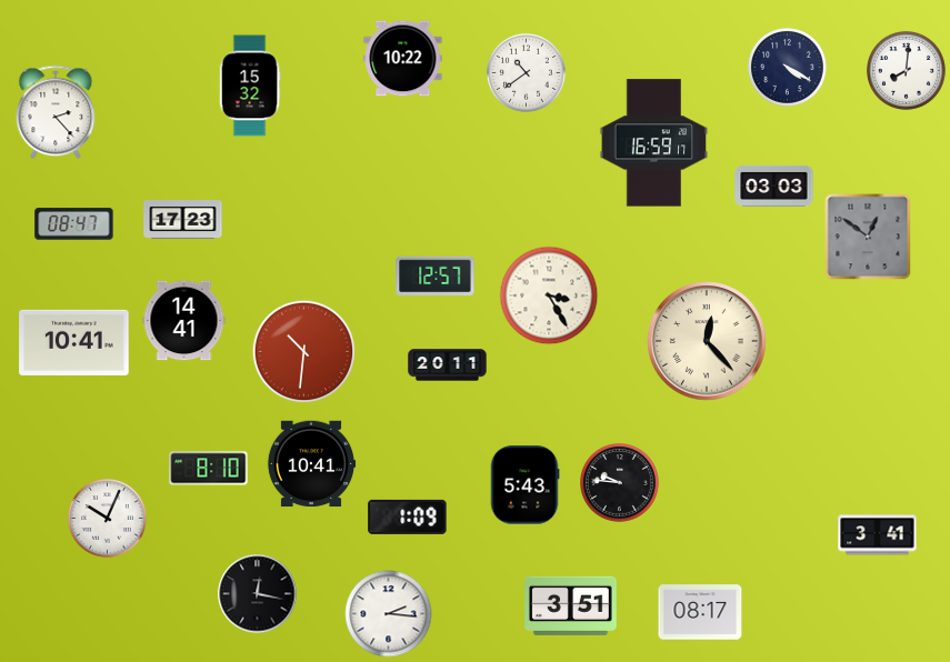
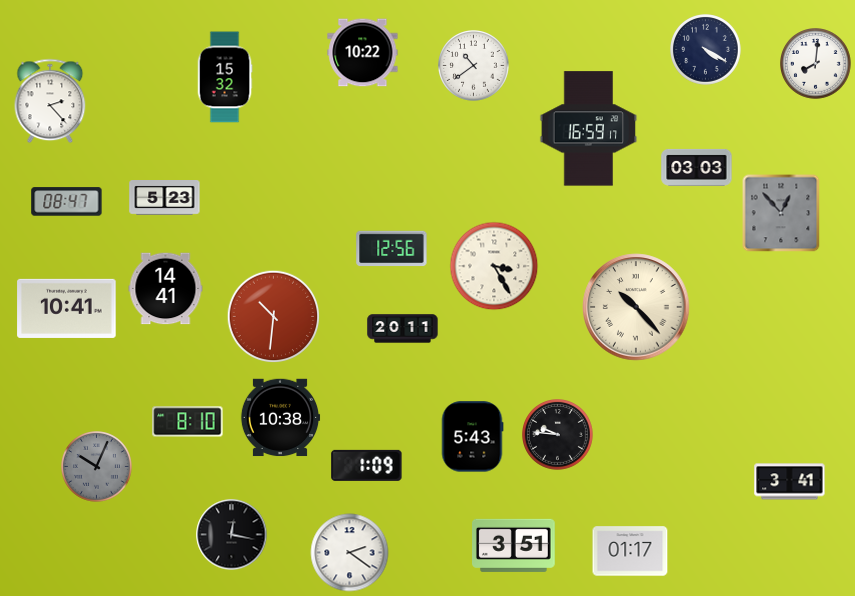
clock at (788, 68) position: (788, 68) -> (706, 50)
clock at (183, 220): 17:23 -> 5:23
clock at (868, 237): 12:51 -> 12:53
clock at (436, 277): 12:57 -> 12:56
clock at (707, 341): 12:23 -> 10:23
clock at (311, 464): 10:41 -> 10:38
clock at (108, 519) dial: white -> grey
clock at (700, 612): 08:17 -> 01:17
clock at (389, 614): 2:16 -> 2:21
